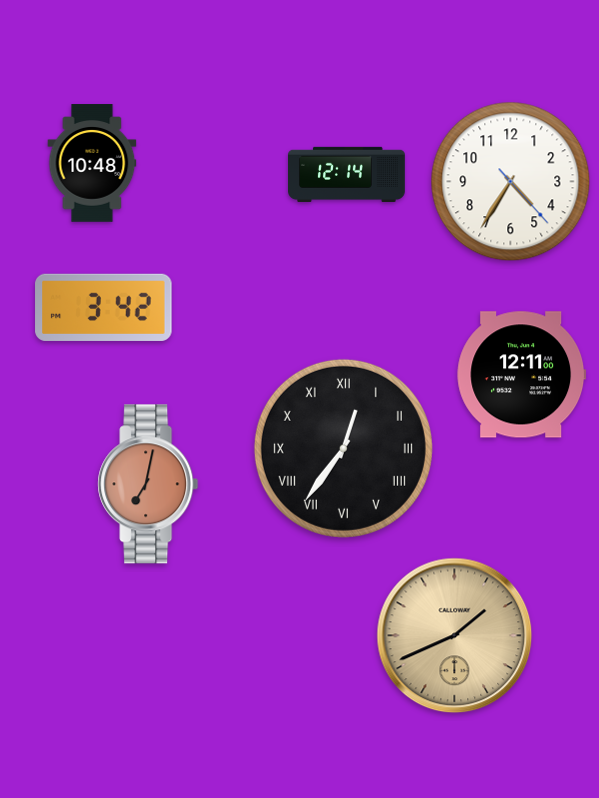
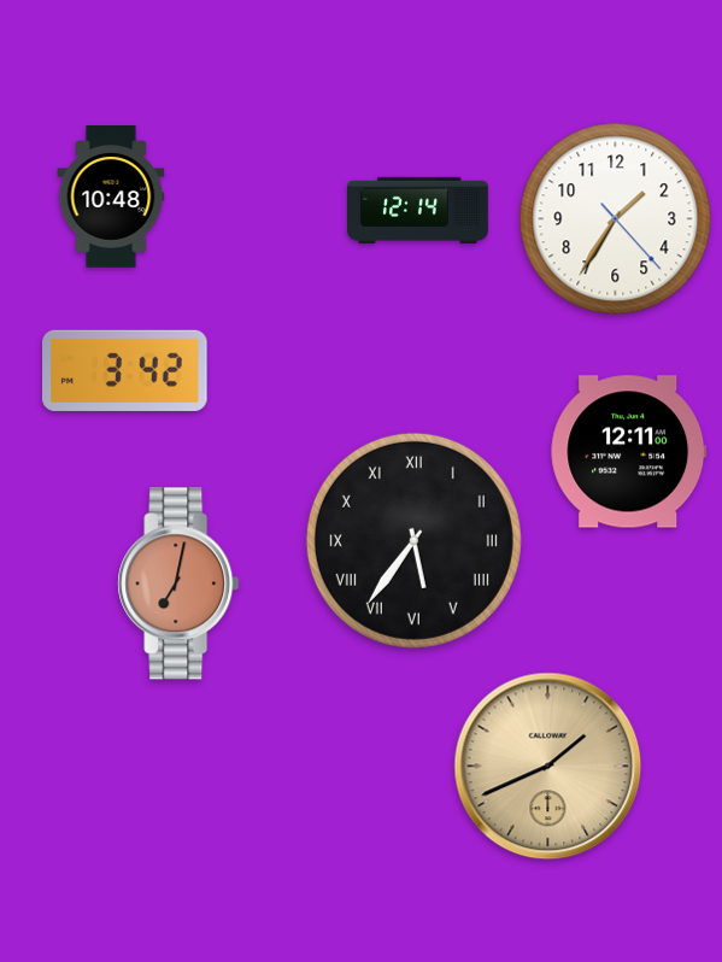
clock at (511, 182): 4:35 -> 1:35
clock at (343, 448): 12:36 -> 5:36
